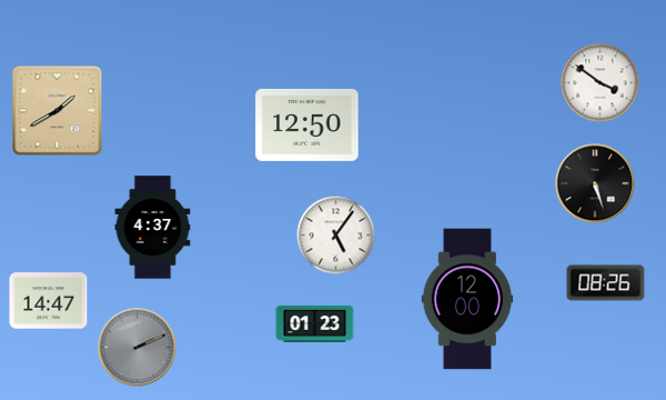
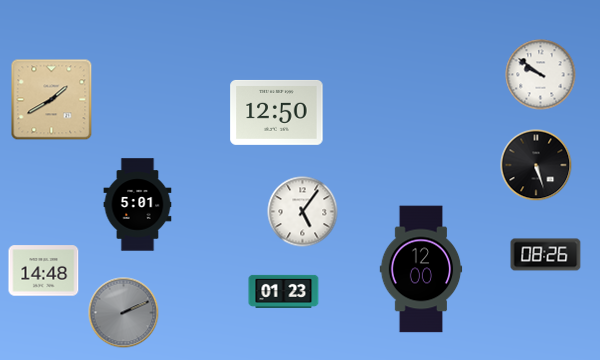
clock at (601, 83): 3:51 -> 9:51
clock at (153, 228): 4:37 -> 5:01
clock at (49, 301): 14:47 -> 14:48
